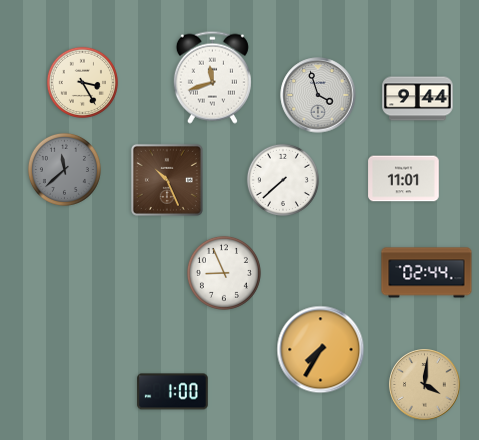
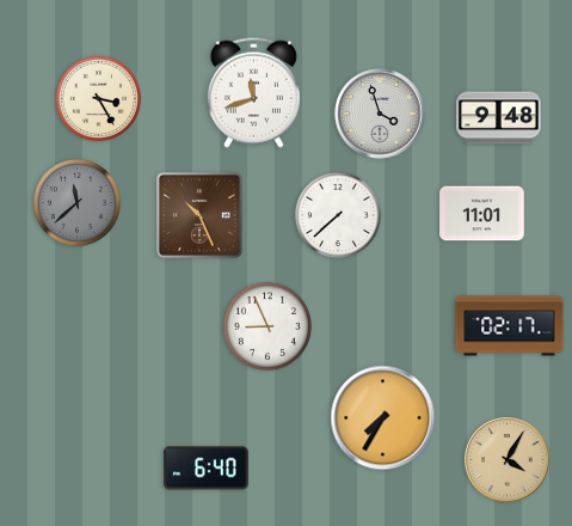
clock at (418, 99): 9:44 -> 9:48
clock at (427, 273): 02:44 -> 02:17
clock at (425, 385): 4:01 -> 4:05
clock at (173, 392): 1:00 -> 6:40
